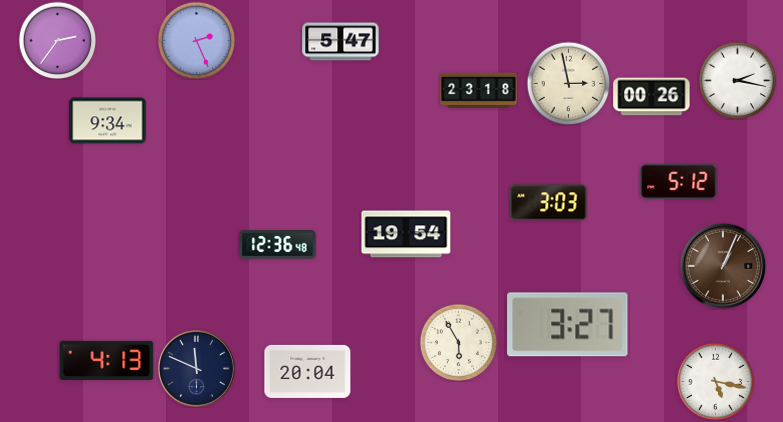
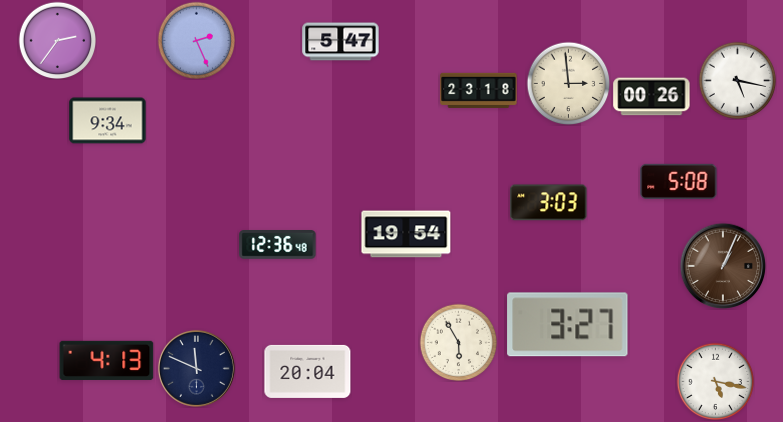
clock at (737, 80): 2:17 -> 5:17
clock at (568, 83): 2:58 -> 2:59
clock at (679, 181): 5:12 -> 5:08
